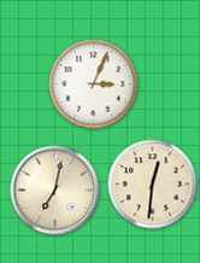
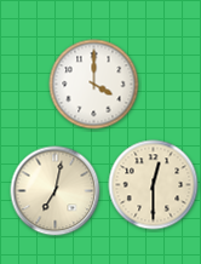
clock at (94, 84): 3:04 -> 4:00
clock at (153, 185): 12:31 -> 12:30
